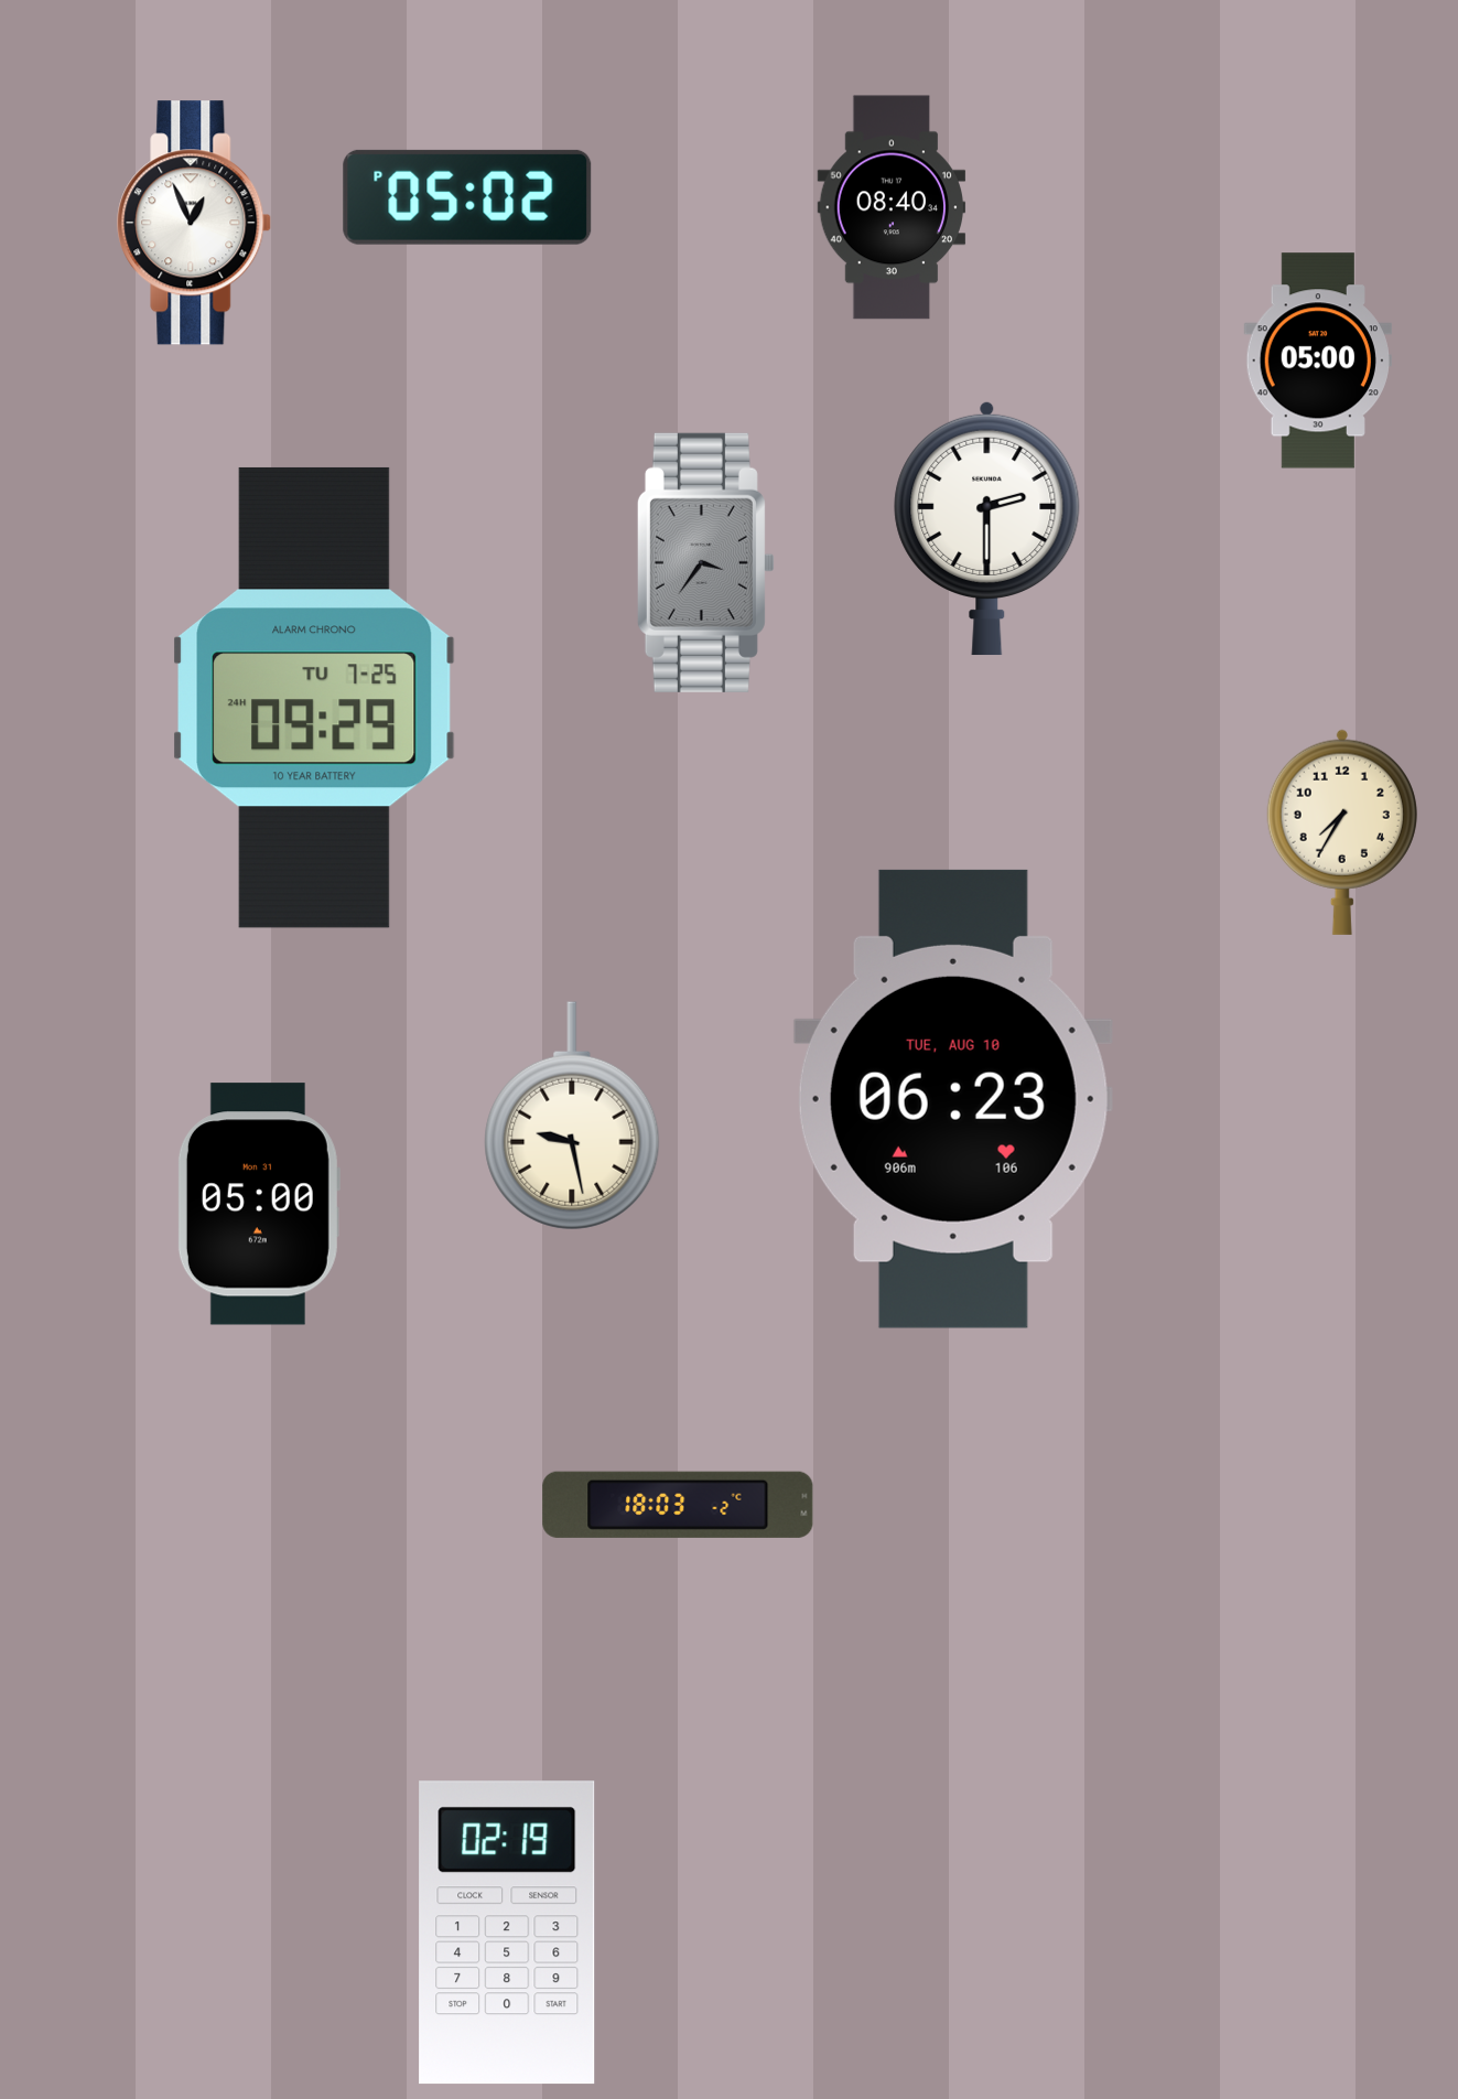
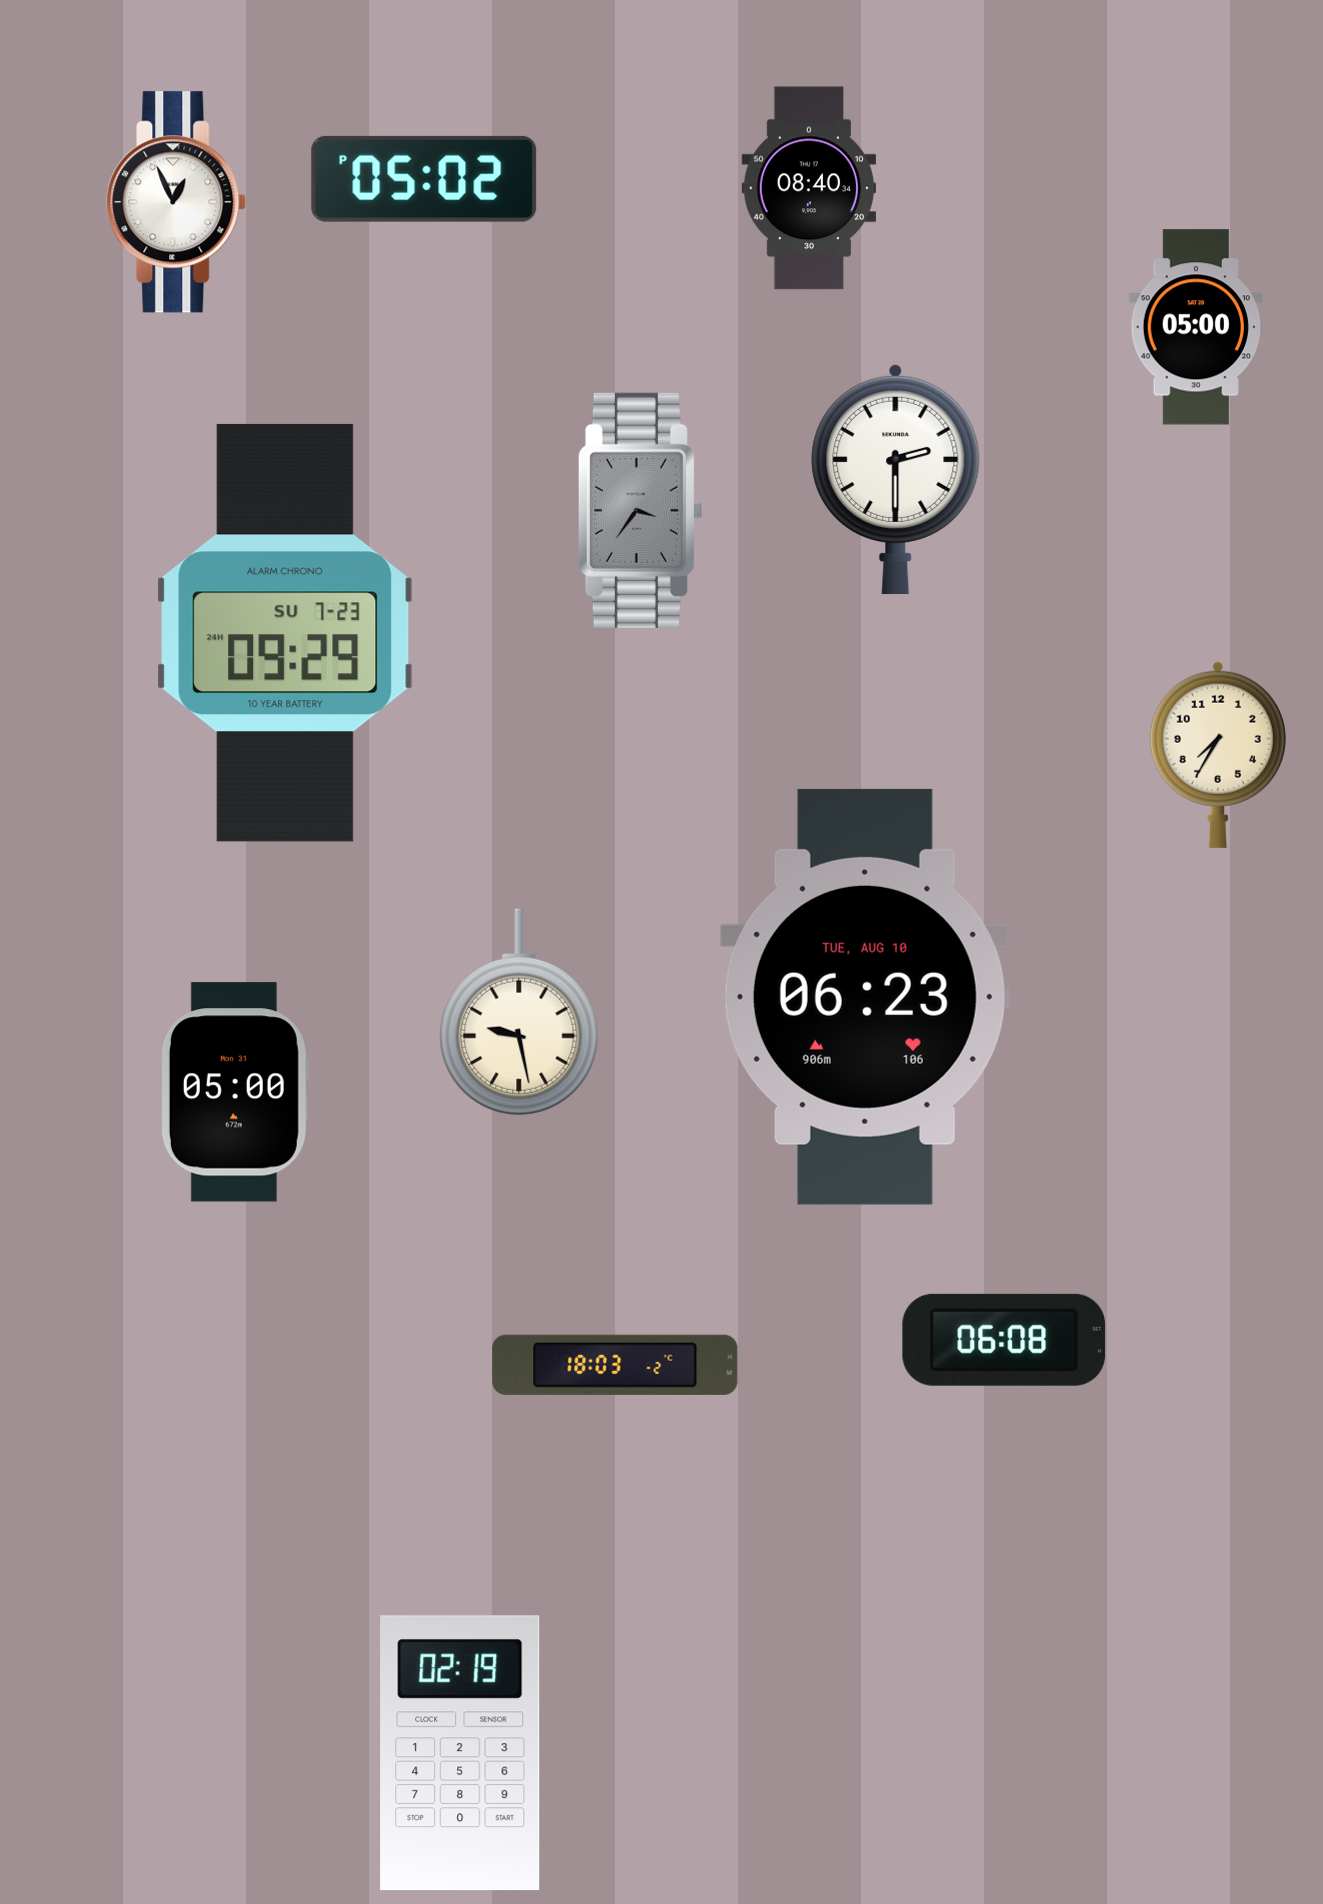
clock at (314, 698) date: TU 7-25 -> SU 7-23
clock at (1004, 1340): none -> 06:08
